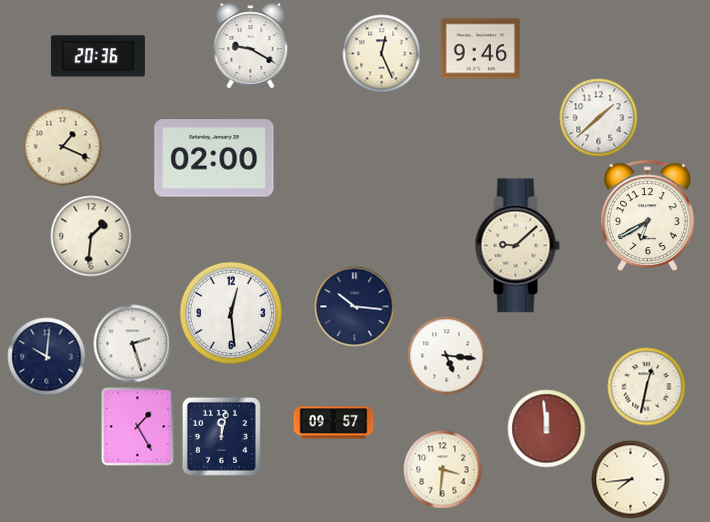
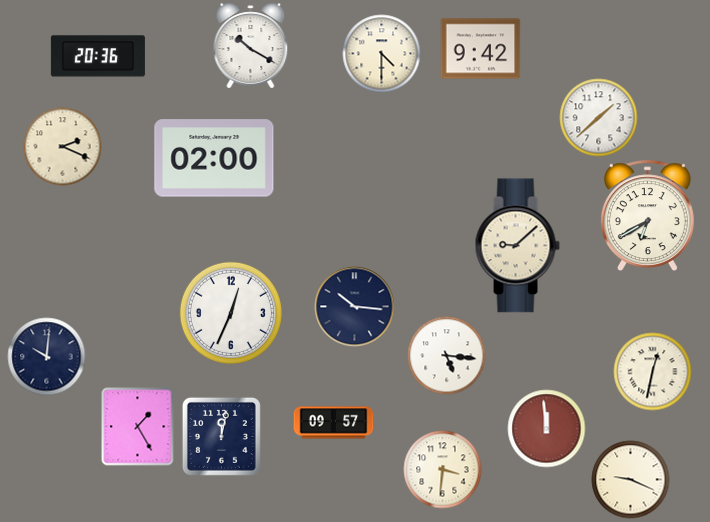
clock at (251, 45): 9:20 -> 10:20
clock at (480, 49): 9:46 -> 9:42
clock at (381, 53): 12:26 -> 4:30
clock at (62, 146): 1:19 -> 2:19
clock at (91, 236): 1:31 -> none
clock at (231, 313): 12:29 -> 12:34
clock at (132, 343): 2:27 -> none
clock at (646, 386) position: (646, 386) -> (652, 371)
clock at (630, 479): 7:44 -> 9:19
